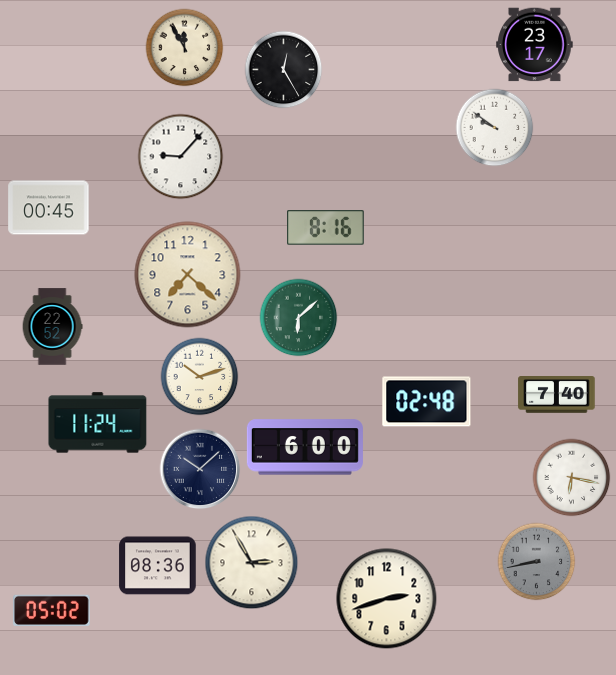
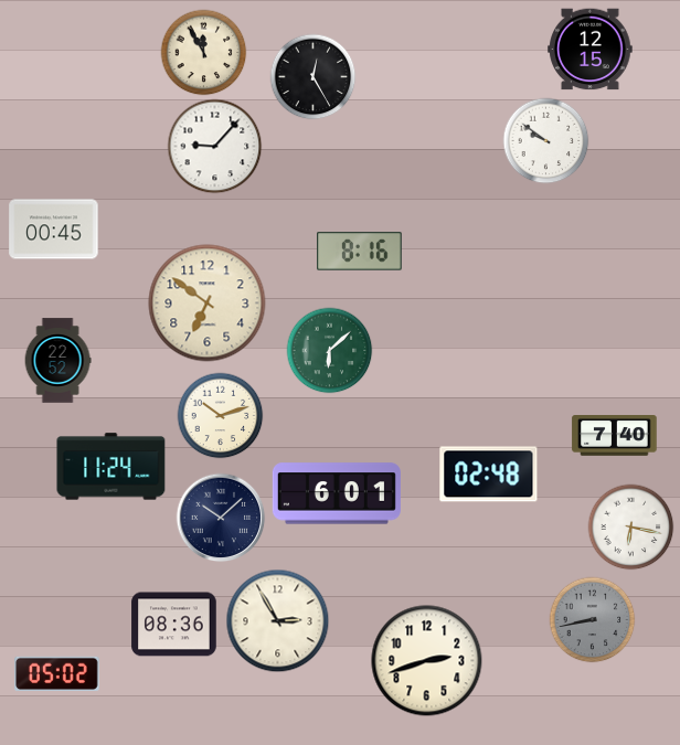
clock at (535, 45): 23:17 -> 12:15
clock at (180, 156) position: (180, 156) -> (214, 146)
clock at (188, 275): 7:22 -> 6:51
clock at (427, 402) position: (427, 402) -> (489, 475)
clock at (98, 423) position: (98, 423) -> (111, 467)
clock at (305, 447): 6:00 -> 6:01
